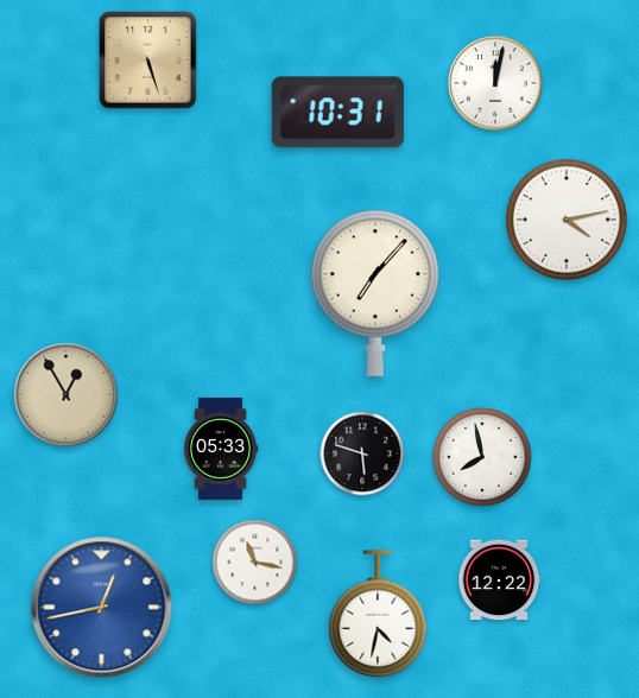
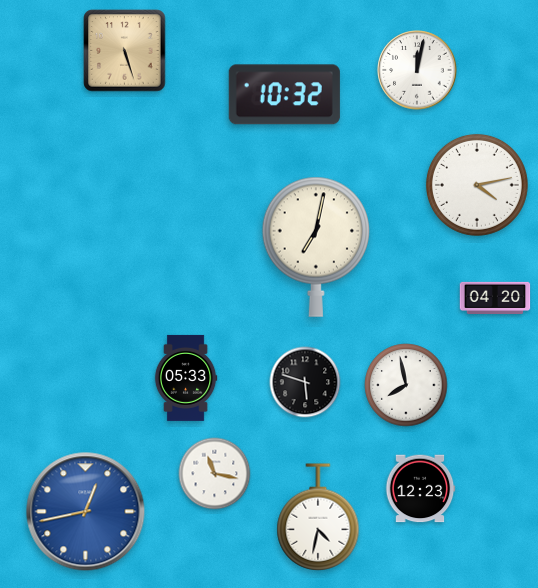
clock at (337, 113): 10:31 -> 10:32
clock at (375, 293): 7:07 -> 7:02
clock at (495, 297): none -> 04:20
clock at (67, 395): 12:55 -> none
clock at (499, 580): 12:22 -> 12:23
